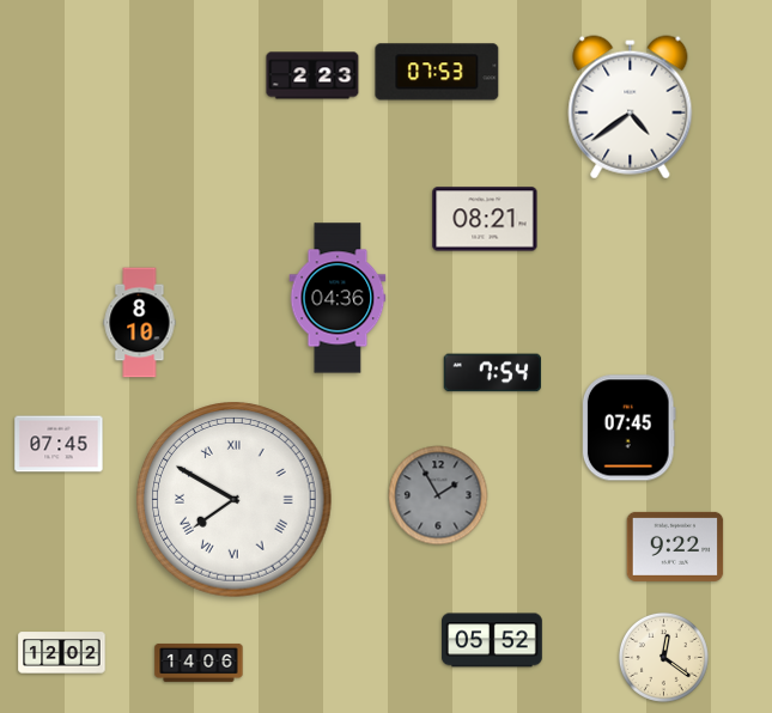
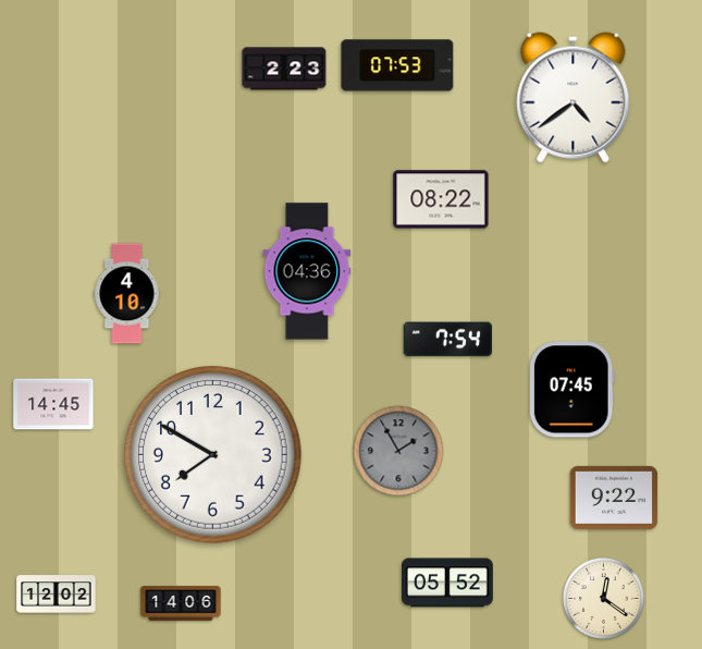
clock at (485, 219): 08:21 -> 08:22
clock at (140, 323): 8:10 -> 4:10
clock at (59, 444): 07:45 -> 14:45
clock at (235, 500) numerals: Roman -> Arabic
